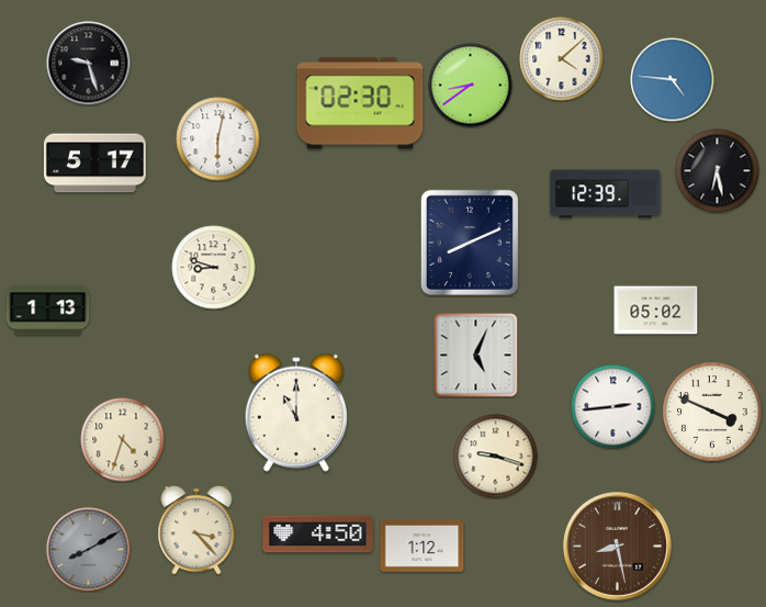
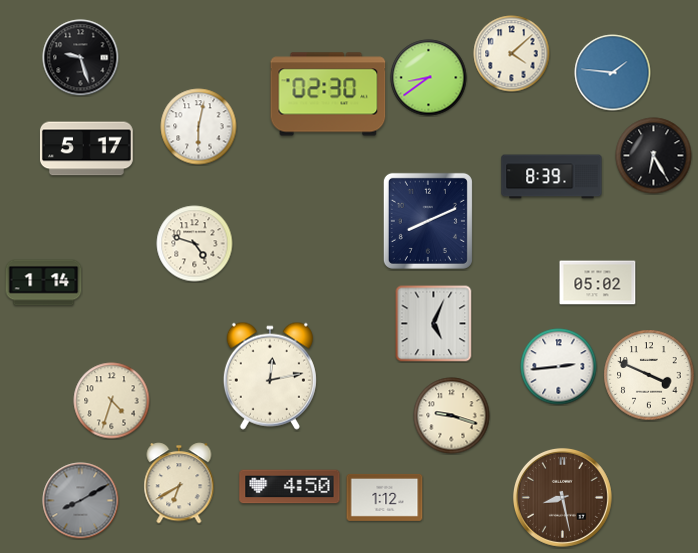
clock at (673, 80): 4:46 -> 1:46
clock at (718, 171): 6:28 -> 6:25
clock at (606, 194): 12:39 -> 8:39
clock at (214, 268): 8:48 -> 4:48
clock at (48, 311): 1:13 -> 1:14
clock at (613, 407) position: (613, 407) -> (559, 367)
clock at (296, 413): 11:00 -> 12:13
clock at (196, 530): 3:23 -> 6:40
